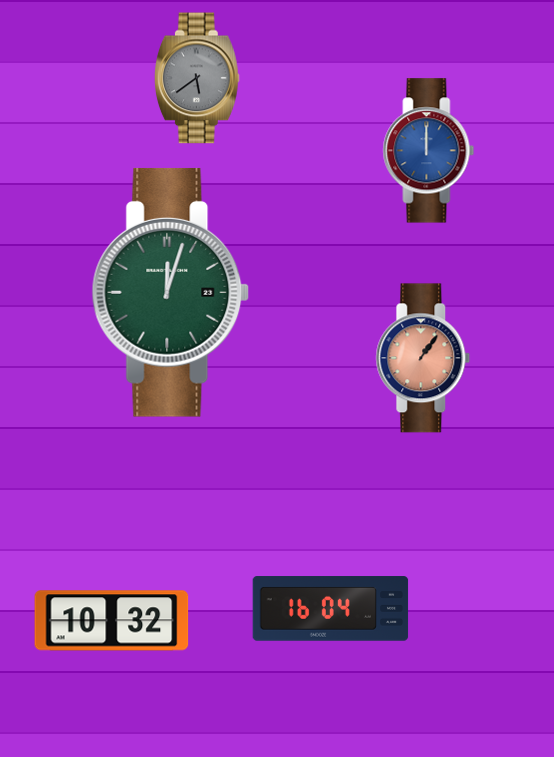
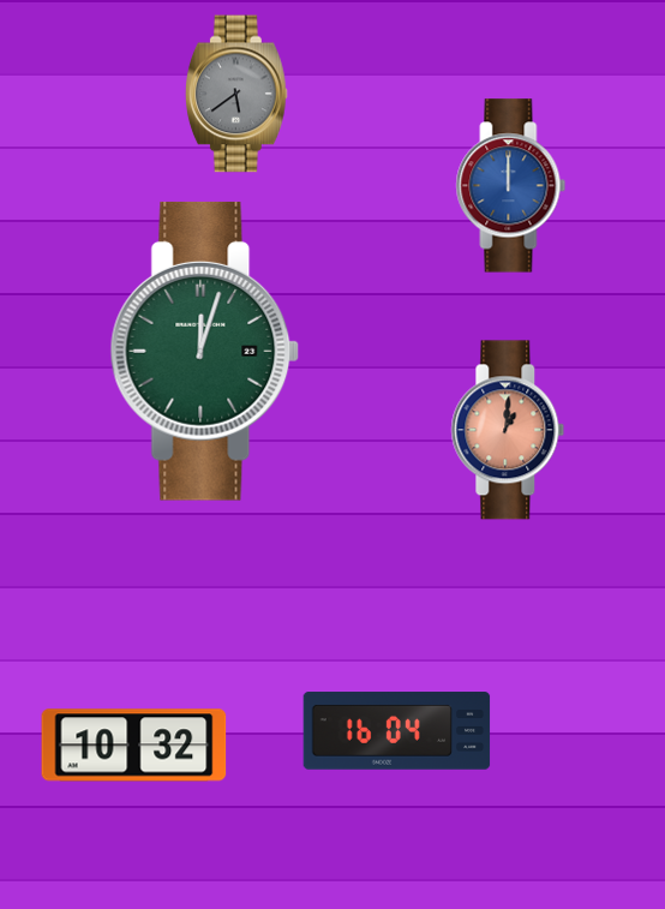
clock at (429, 151) position: (429, 151) -> (511, 186)
clock at (423, 358): 1:06 -> 1:01
